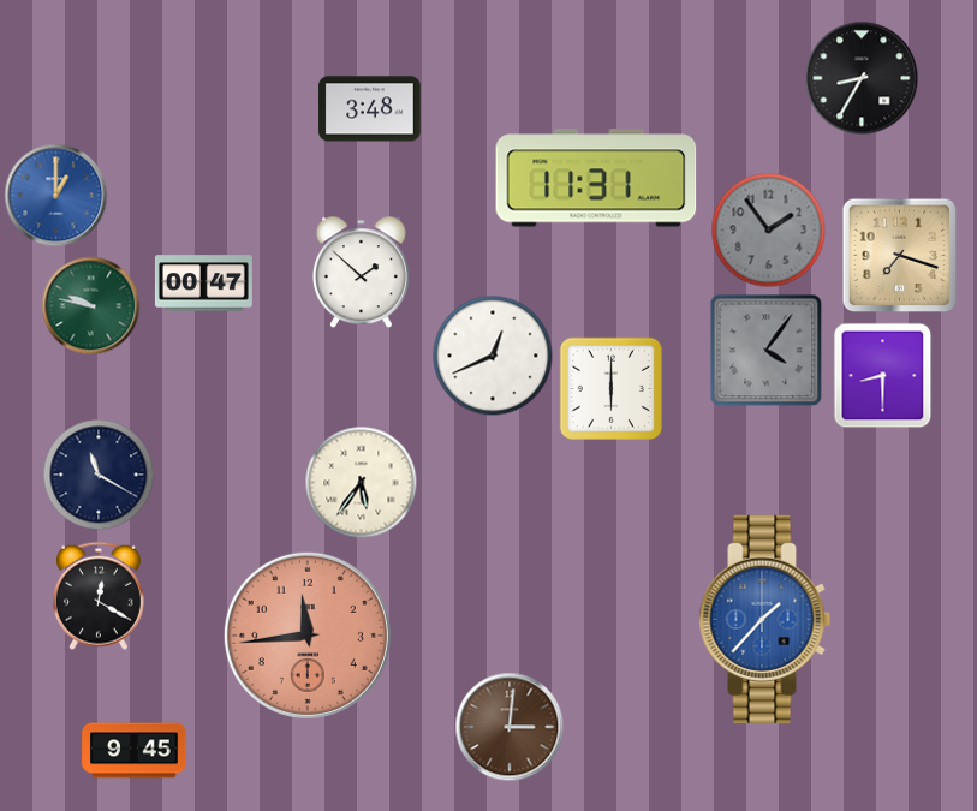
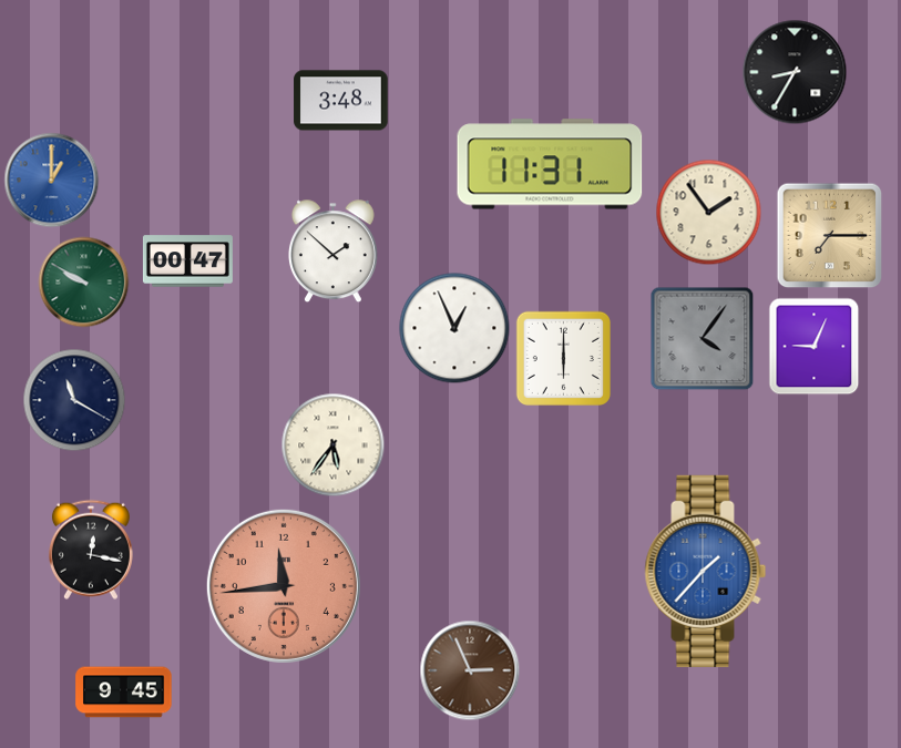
clock at (769, 231) dial: grey -> cream
clock at (900, 256): 7:18 -> 7:15
clock at (91, 306): 9:47 -> 9:50
clock at (767, 351) position: (767, 351) -> (703, 339)
clock at (493, 356): 12:41 -> 12:56
clock at (883, 376): 8:30 -> 9:04
clock at (99, 475) position: (99, 475) -> (74, 400)
clock at (99, 596): 12:20 -> 12:17
clock at (510, 727): 3:01 -> 2:56
